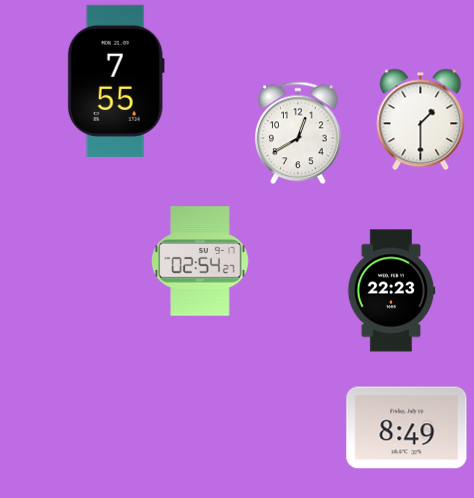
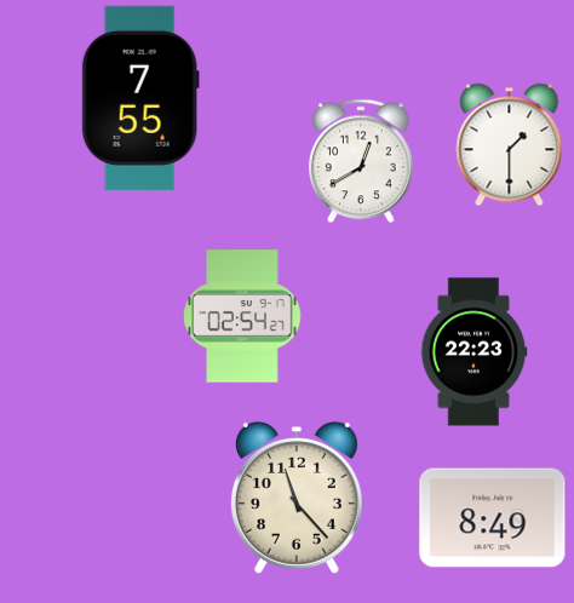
clock at (297, 498): none -> 11:23
